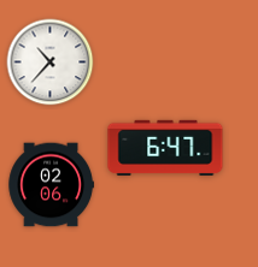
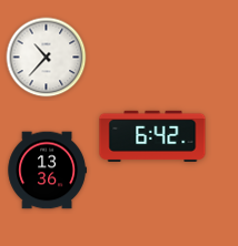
clock at (165, 148): 6:47 -> 6:42
clock at (51, 185): 02:06 -> 13:36
